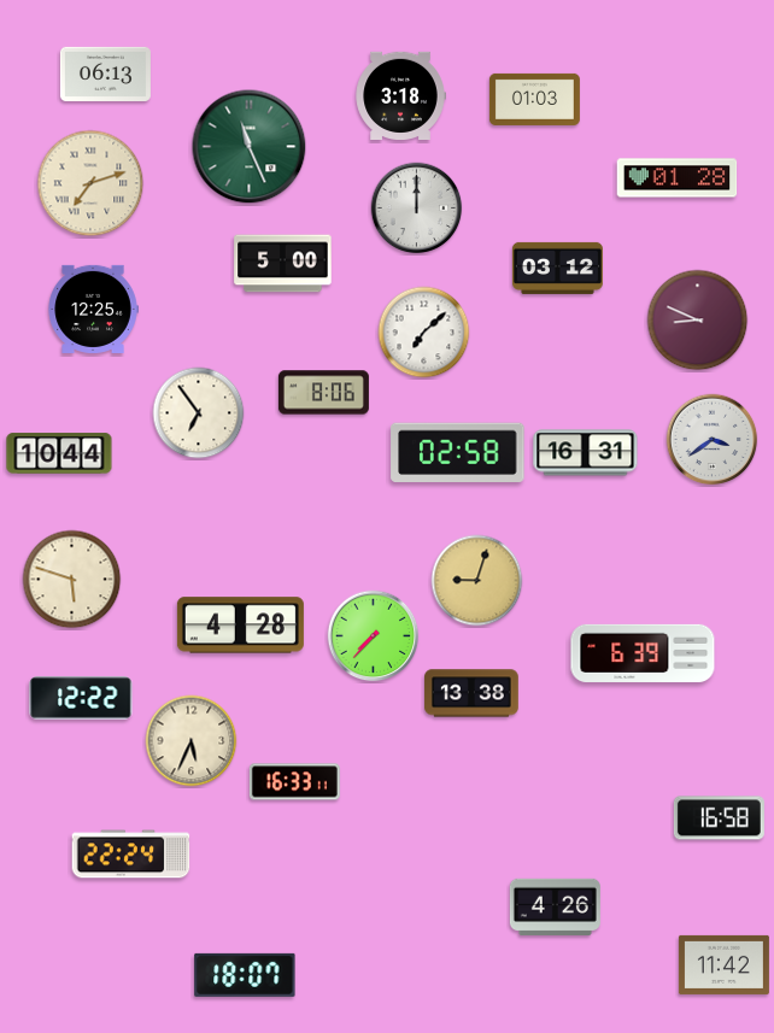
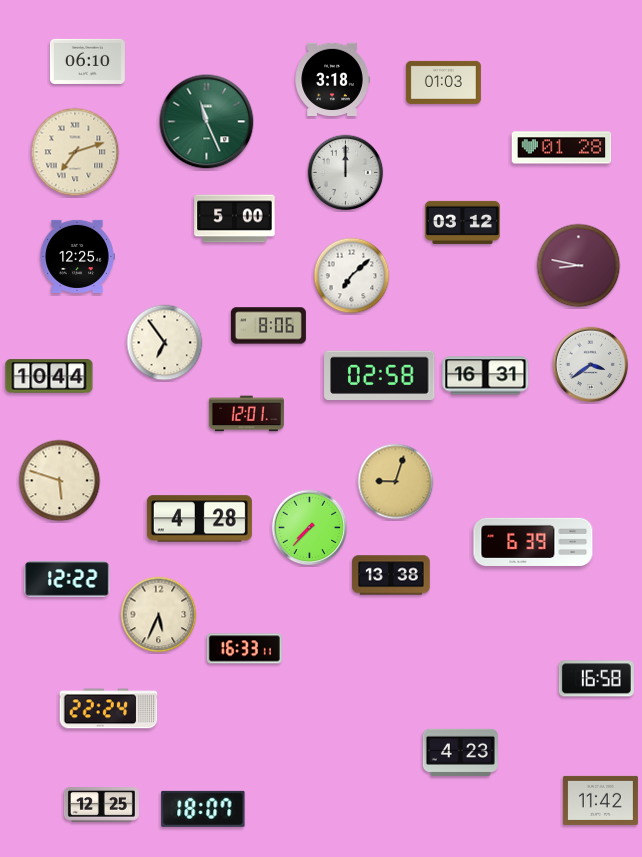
clock at (105, 74): 06:13 -> 06:10
clock at (698, 321): 8:49 -> 8:47
clock at (246, 414): none -> 12:01
clock at (555, 906): 4:26 -> 4:23
clock at (101, 805): none -> 12:25
